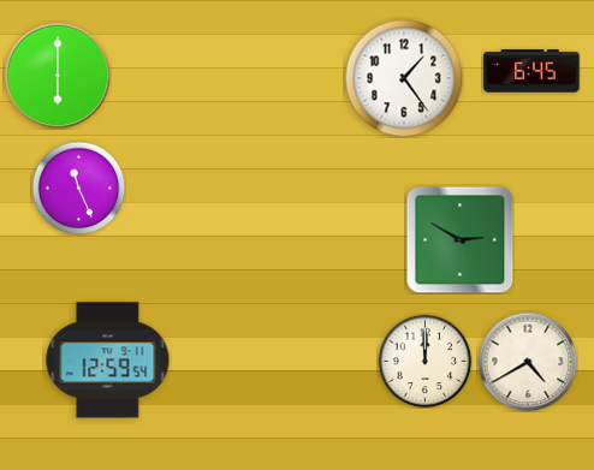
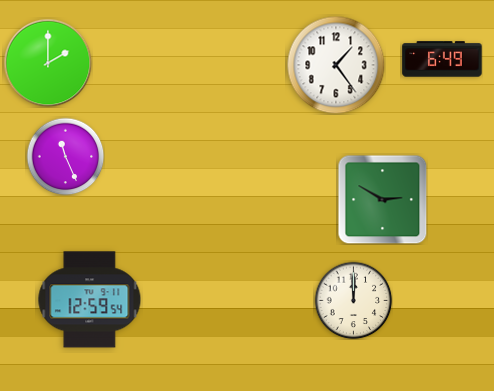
clock at (531, 71): 6:45 -> 6:49
clock at (58, 76): 6:00 -> 2:00
clock at (528, 362): 4:40 -> none
